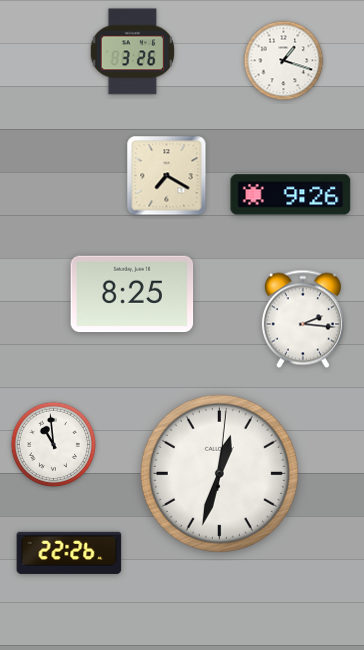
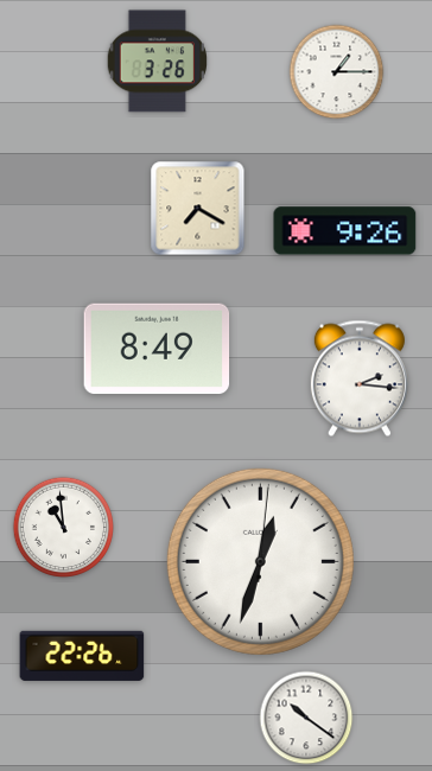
clock at (284, 61): 1:18 -> 1:15
clock at (132, 294): 8:25 -> 8:49
clock at (306, 718): none -> 10:21
